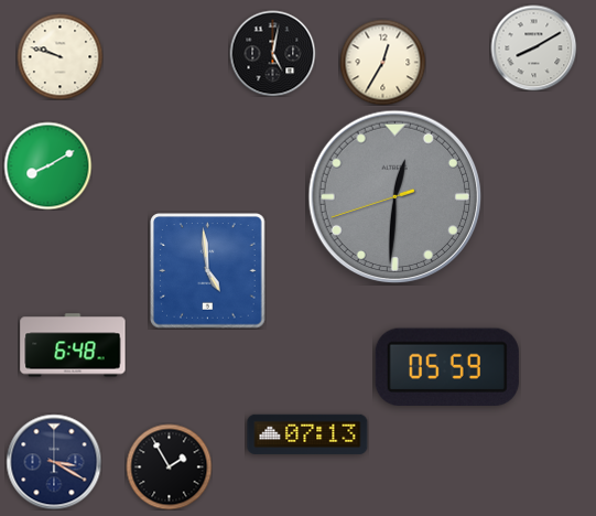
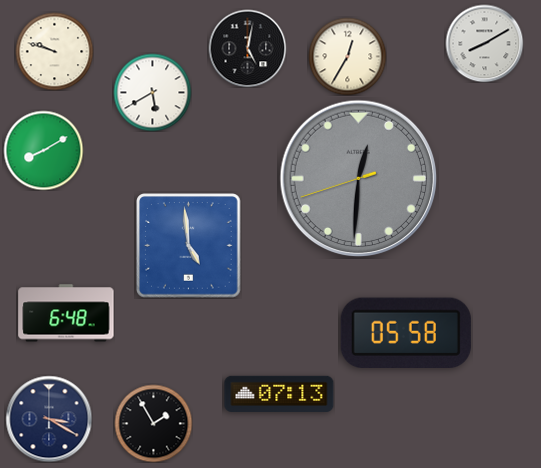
clock at (152, 92): none -> 5:40
clock at (447, 367): 05:59 -> 05:58
